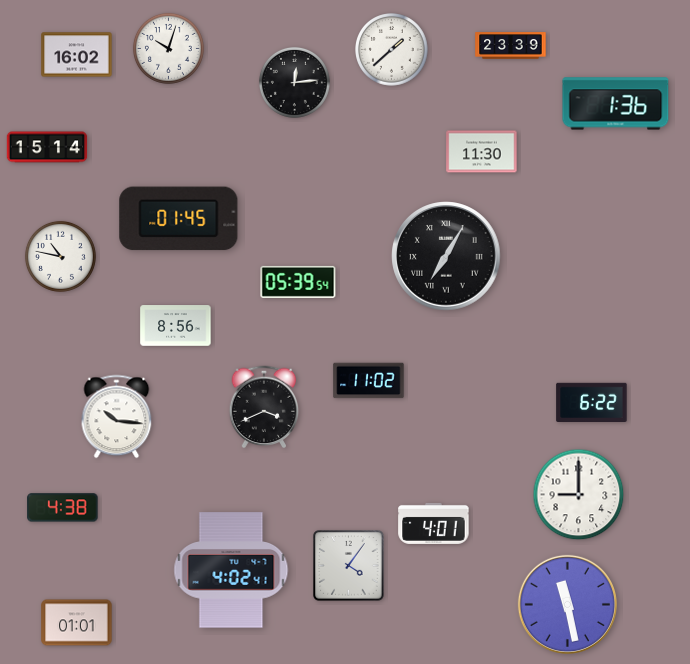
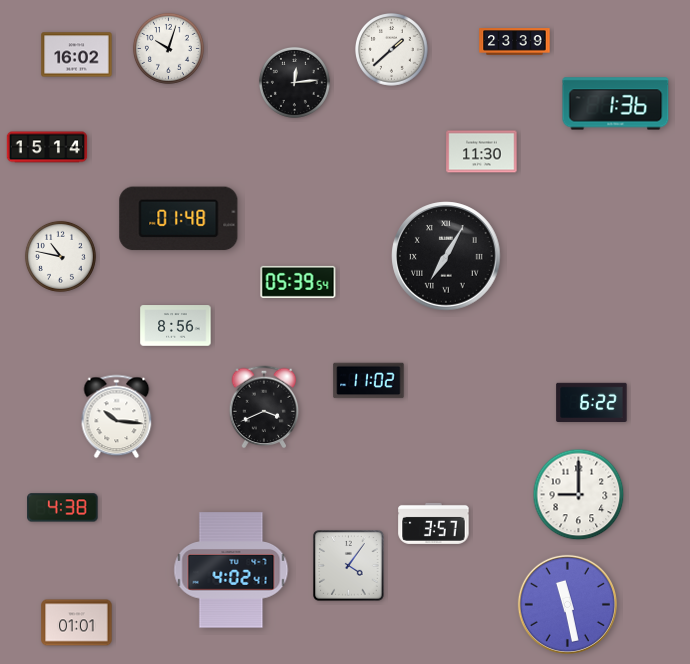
clock at (511, 46) position: (511, 46) -> (515, 42)
clock at (179, 219): 01:45 -> 01:48
clock at (434, 523): 4:01 -> 3:57
